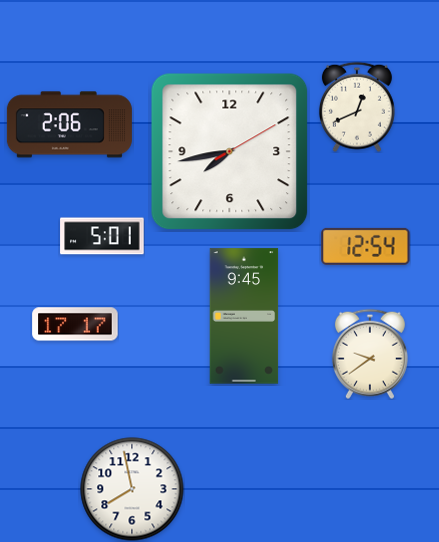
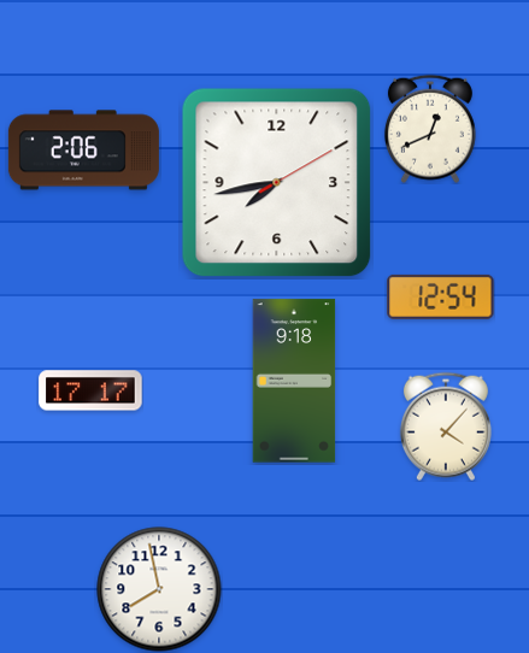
clock at (102, 236): 5:01 -> none
clock at (244, 316): 9:45 -> 9:18
clock at (370, 354): 9:39 -> 4:07
